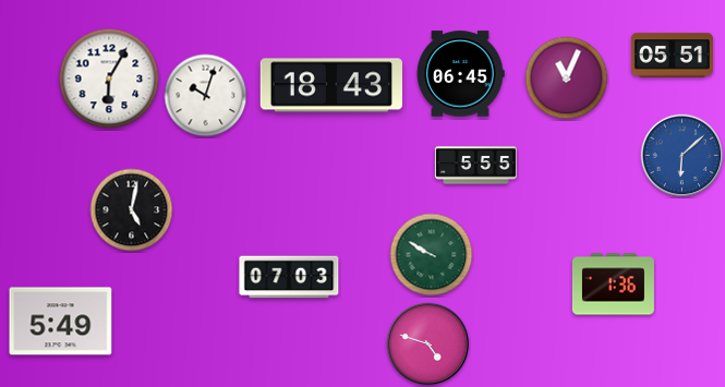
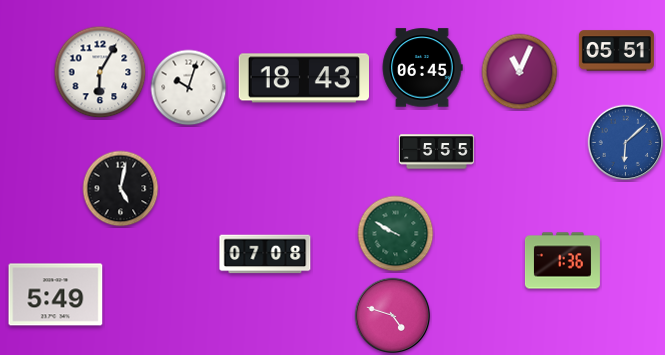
clock at (132, 210) position: (132, 210) -> (121, 189)
clock at (289, 277): 07:03 -> 07:08
